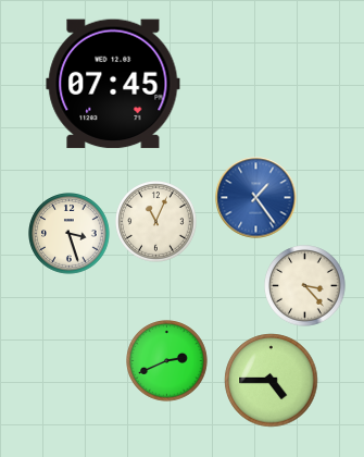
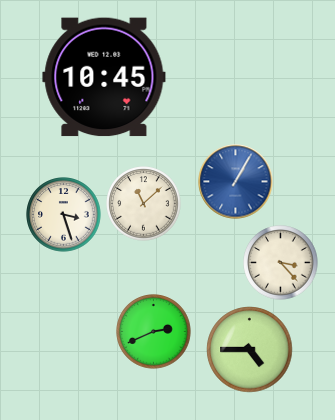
clock at (113, 84): 07:45 -> 10:45
clock at (256, 198): 1:24 -> 1:05
clock at (156, 222): 11:04 -> 11:08
